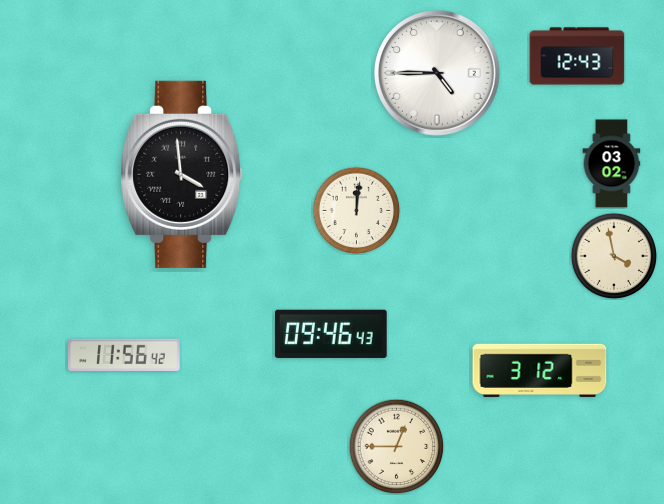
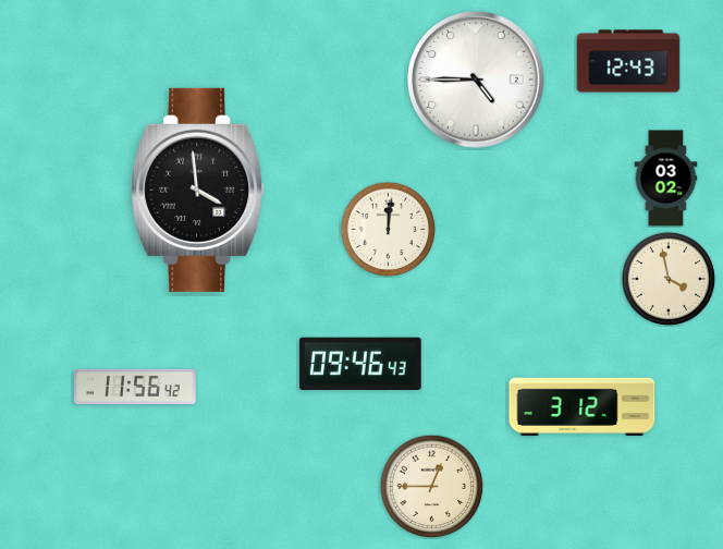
clock at (540, 370) position: (540, 370) -> (583, 406)
